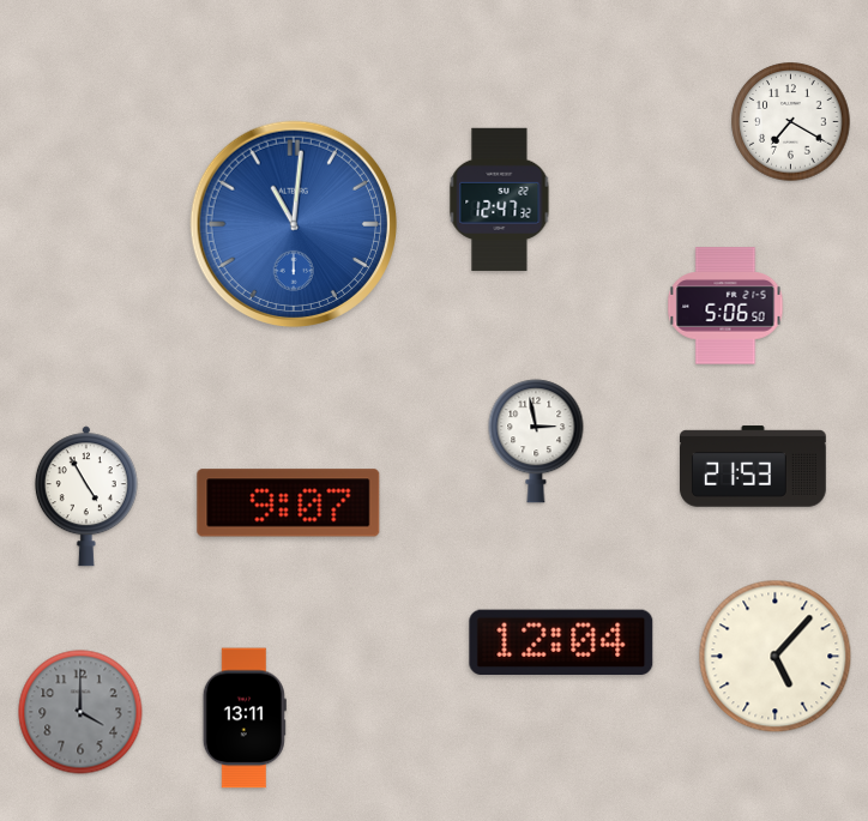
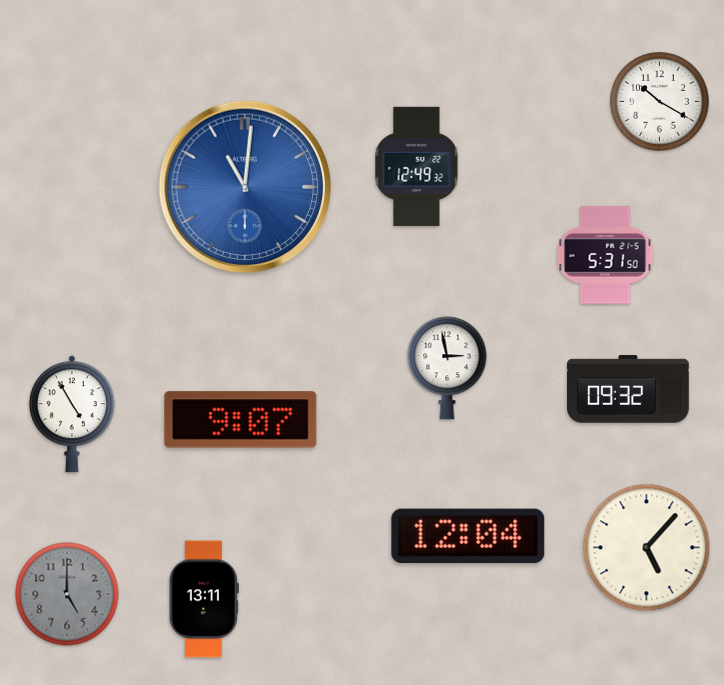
clock at (791, 122): 7:20 -> 10:20
clock at (500, 199): 12:47 -> 12:49
clock at (725, 306): 5:06 -> 5:31
clock at (754, 466): 21:53 -> 09:32
clock at (80, 712): 4:00 -> 5:00
